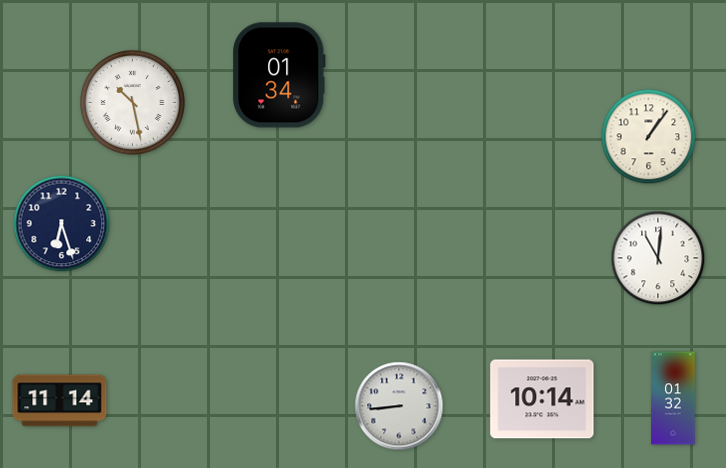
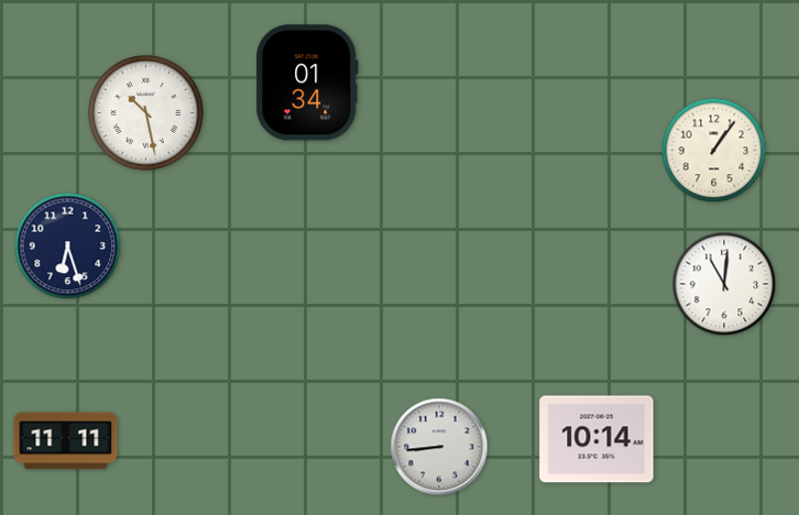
clock at (673, 398): 01:32 -> none
clock at (60, 401): 11:14 -> 11:11
